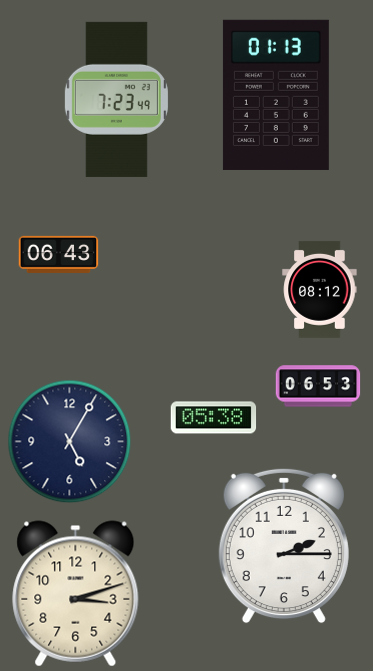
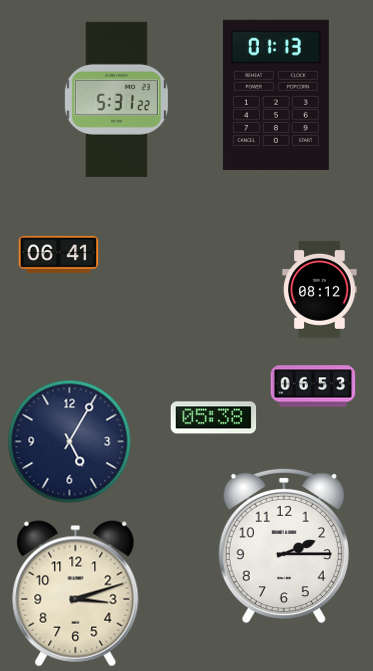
clock at (116, 99): 7:23 -> 5:31
clock at (58, 254): 06:43 -> 06:41
clock at (318, 386) position: (318, 386) -> (313, 386)
